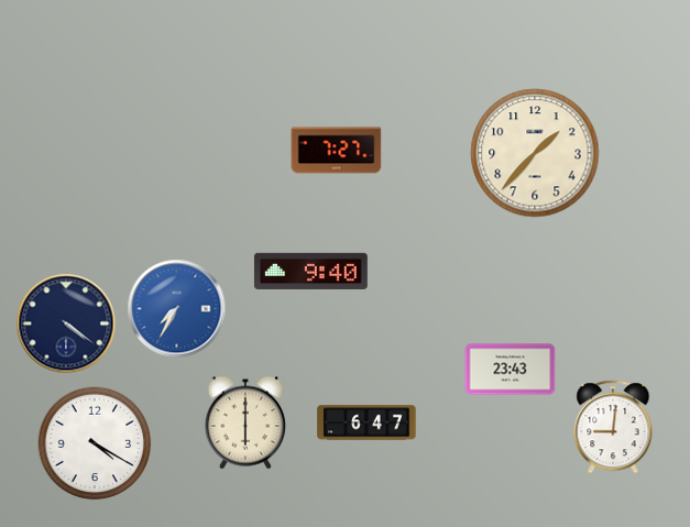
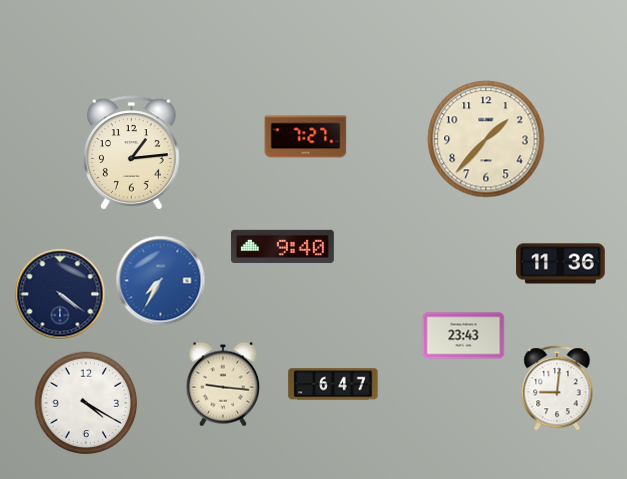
clock at (132, 153): none -> 1:14
clock at (561, 264): none -> 11:36
clock at (244, 422): 6:00 -> 9:16
